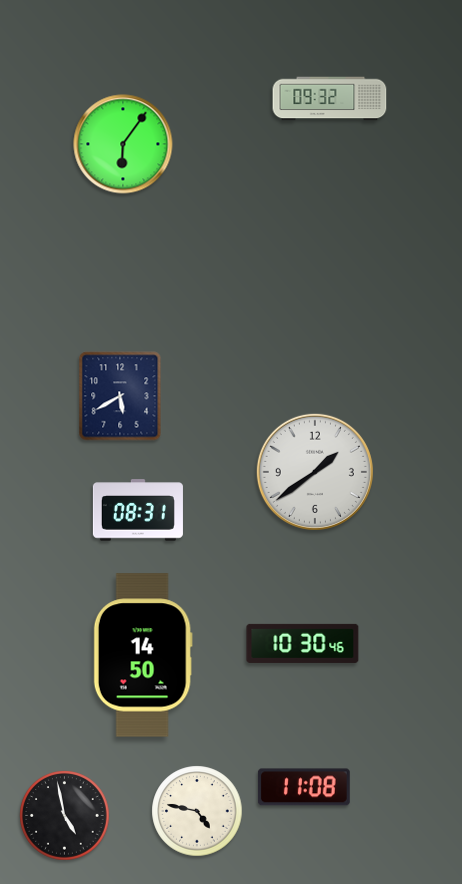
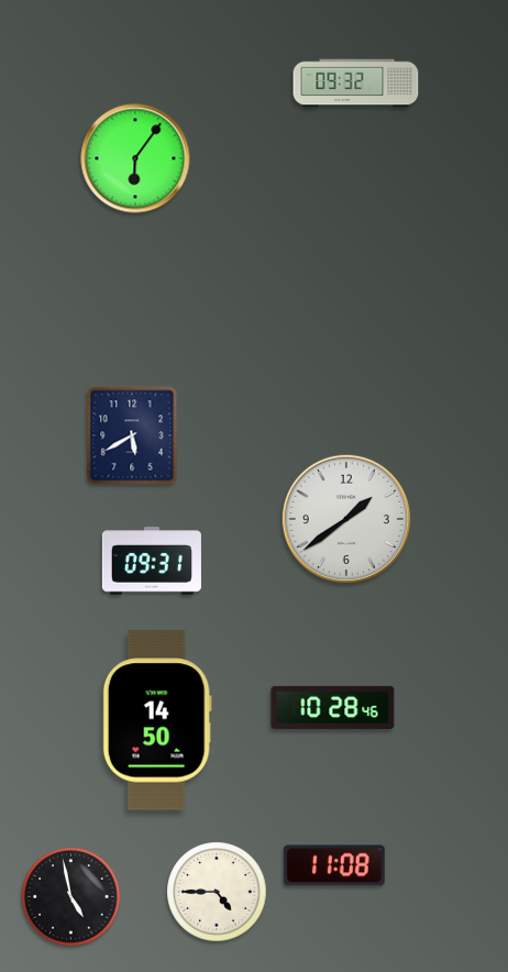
clock at (330, 99) position: (330, 99) -> (356, 84)
clock at (138, 510): 08:31 -> 09:31
clock at (303, 643): 10:30 -> 10:28
clock at (197, 811): 4:47 -> 4:45
